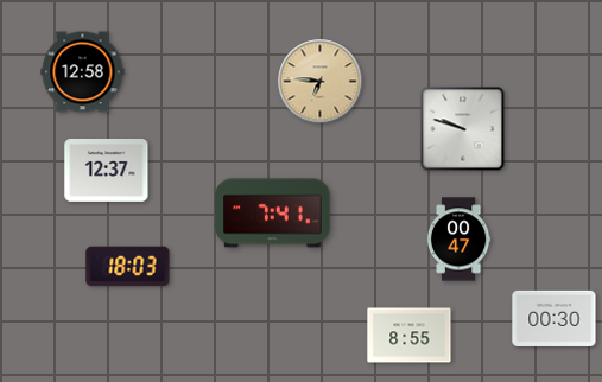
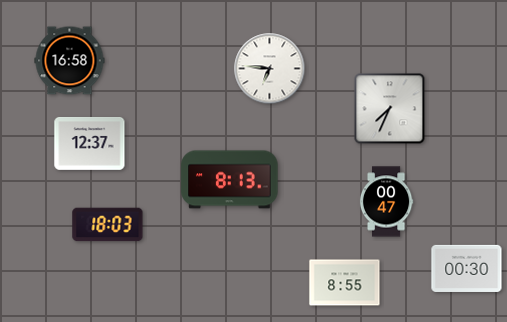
clock at (83, 72): 12:58 -> 16:58
clock at (321, 82) dial: champagne -> white
clock at (463, 129): 9:48 -> 7:34
clock at (273, 214): 7:41 -> 8:13
